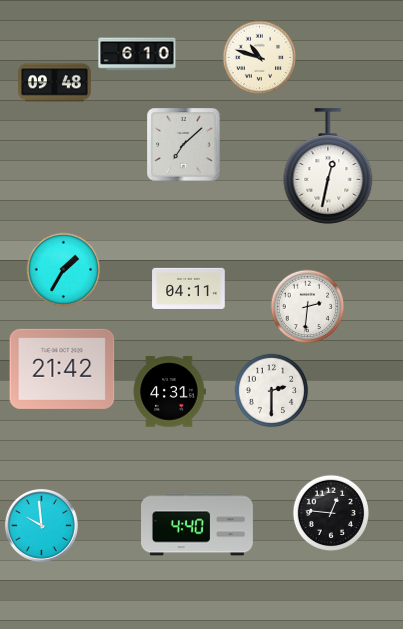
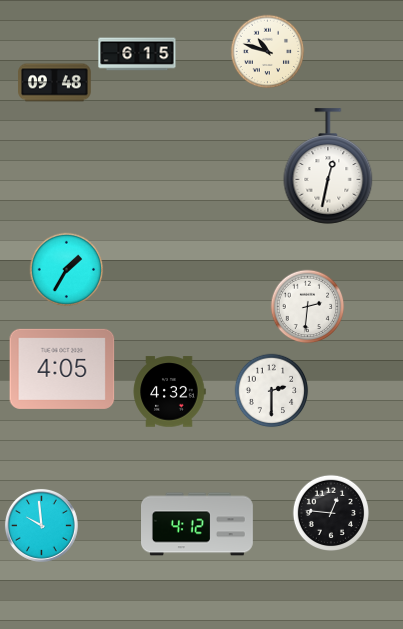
clock at (137, 54): 6:10 -> 6:15
clock at (260, 58) position: (260, 58) -> (268, 52)
clock at (184, 145): 7:08 -> none
clock at (64, 270) position: (64, 270) -> (67, 270)
clock at (189, 288): 04:11 -> none
clock at (62, 369): 21:42 -> 4:05
clock at (169, 392): 4:31 -> 4:32
clock at (198, 524): 4:40 -> 4:12
